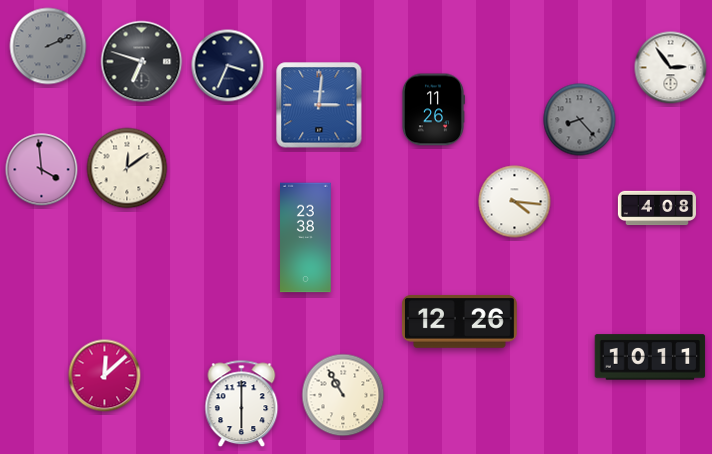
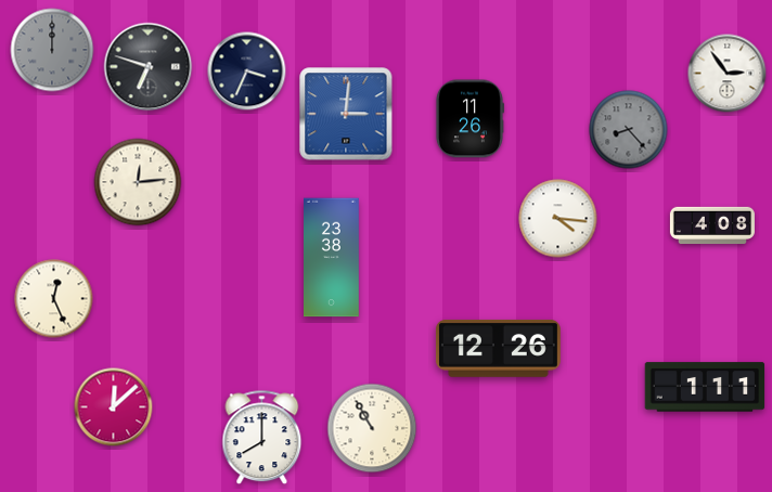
clock at (48, 46): 2:11 -> 12:00
clock at (142, 62) position: (142, 62) -> (149, 67)
clock at (127, 168): 12:09 -> 12:14
clock at (42, 170): 3:59 -> none
clock at (54, 299): none -> 12:26
clock at (650, 357): 10:11 -> 1:11
clock at (242, 404): 6:00 -> 8:00
